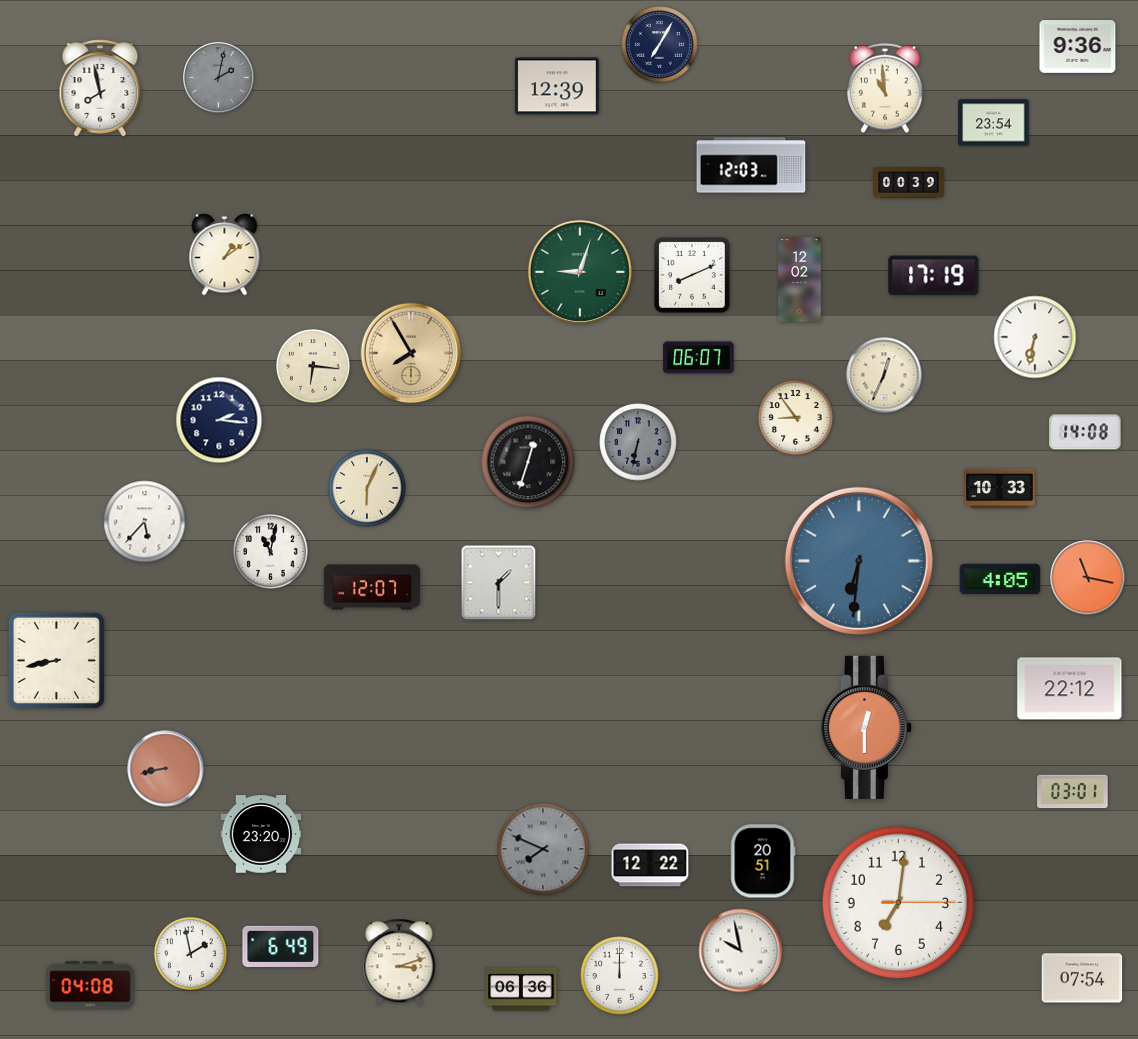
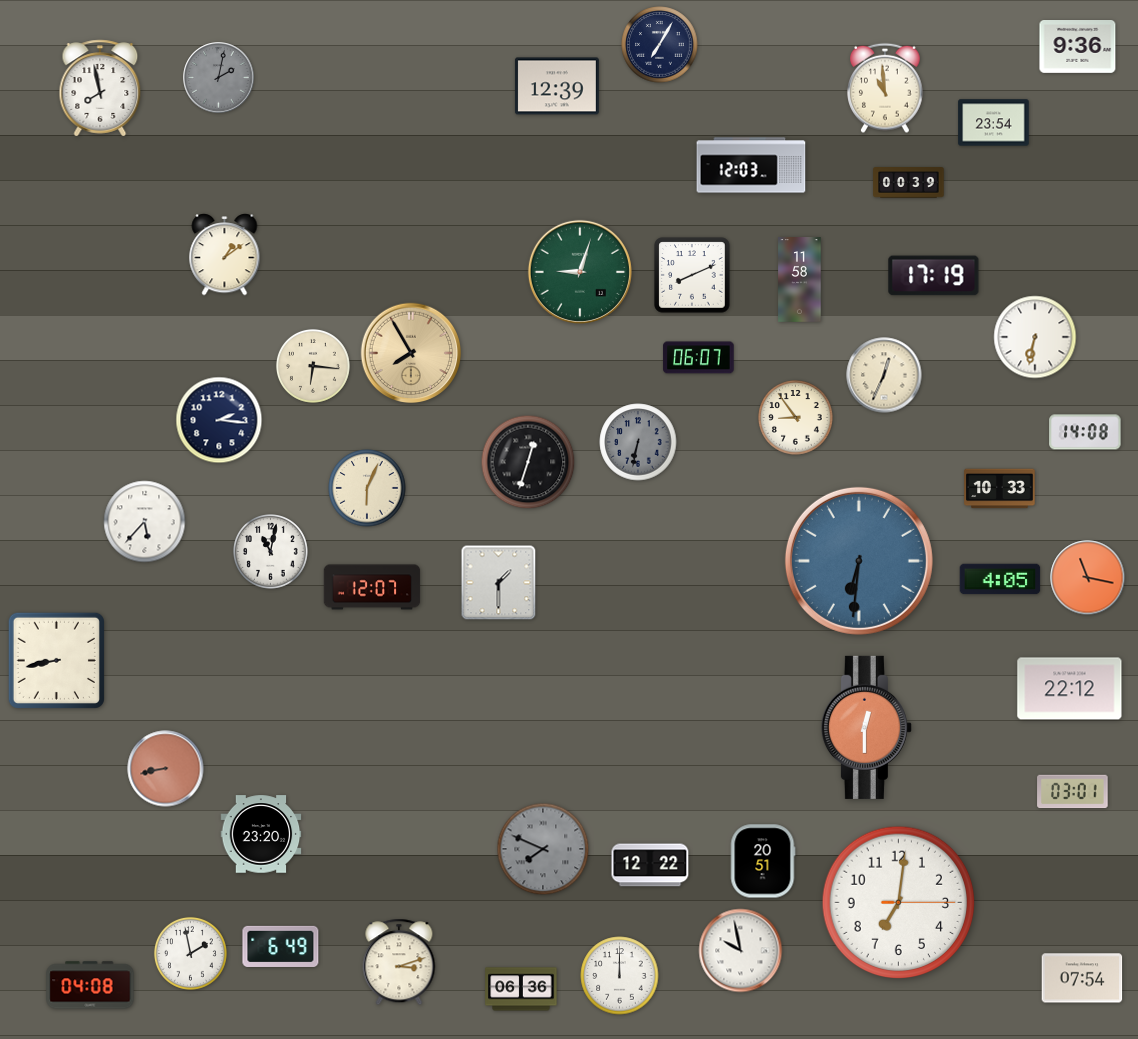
clock at (800, 280): 12:02 -> 11:58
